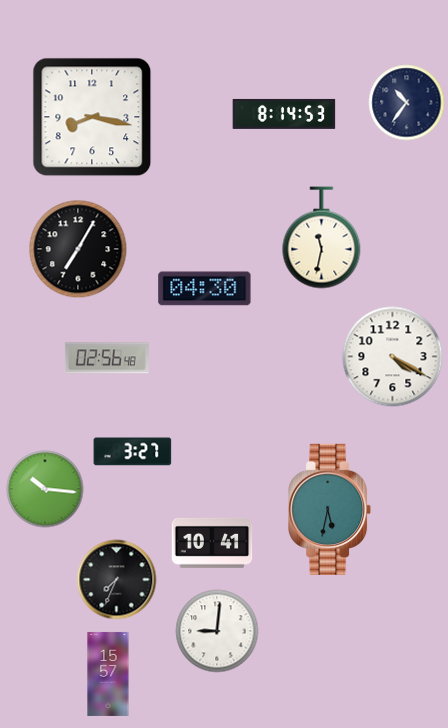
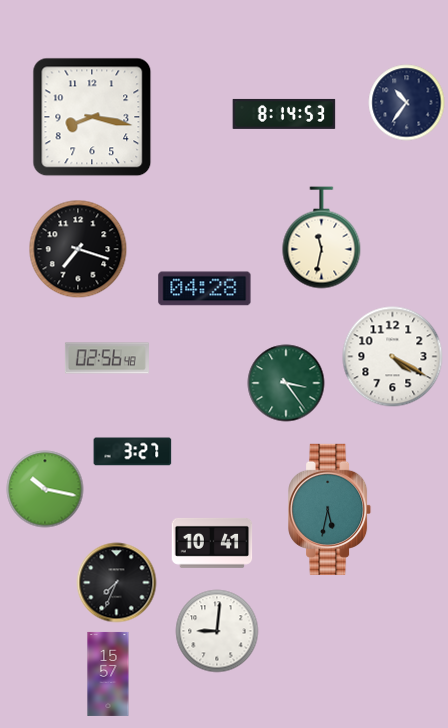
clock at (78, 249): 7:05 -> 7:18
clock at (205, 289): 04:30 -> 04:28
clock at (286, 383): none -> 3:24
clock at (45, 489): 10:16 -> 10:17
clock at (117, 580) position: (117, 580) -> (117, 583)
